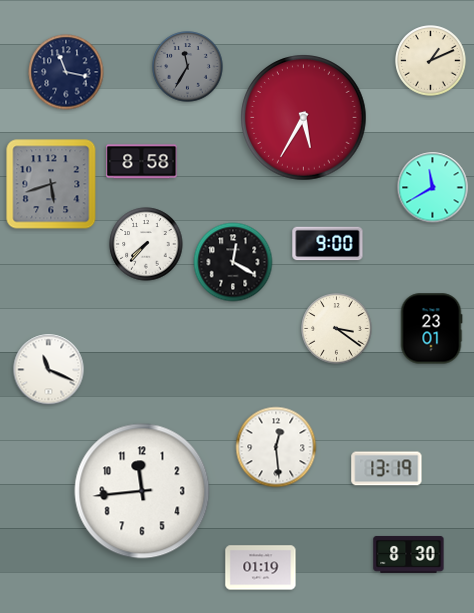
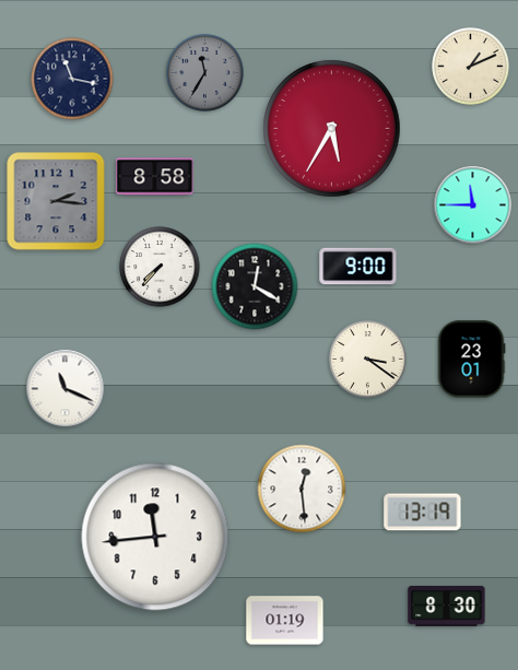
clock at (51, 184): 5:42 -> 2:16
clock at (433, 188): 11:40 -> 11:45
clock at (49, 370) position: (49, 370) -> (66, 389)
